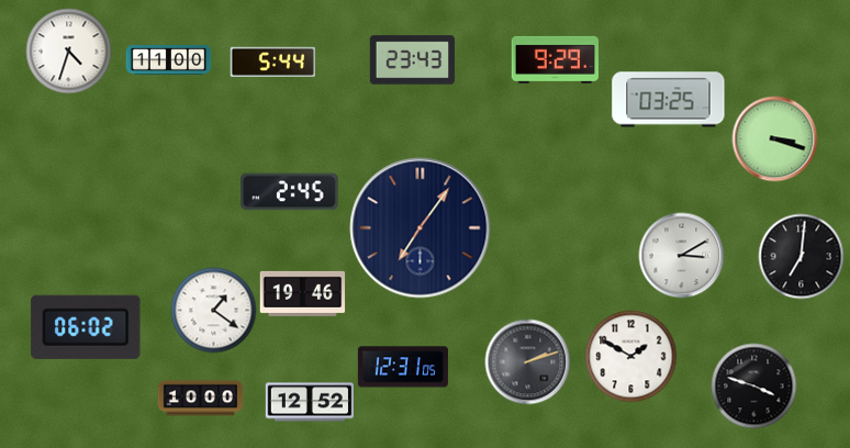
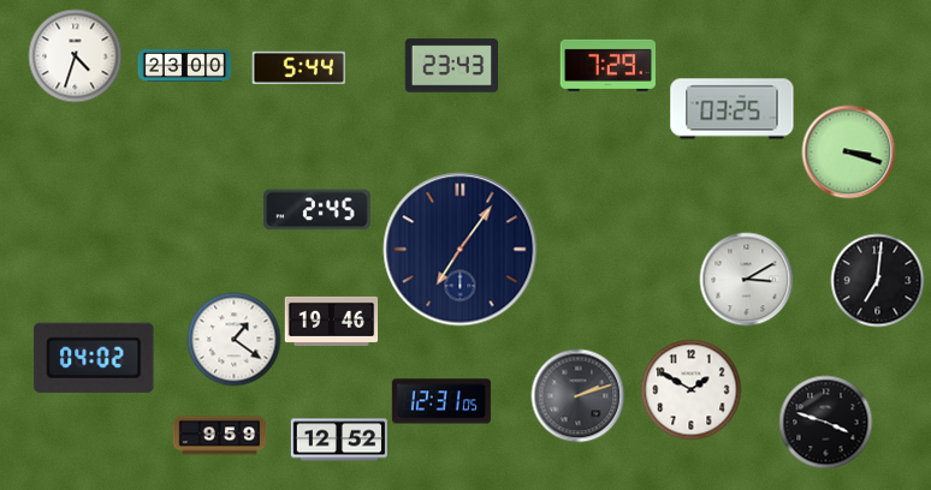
clock at (555, 59): 9:29 -> 7:29
clock at (168, 60): 11:00 -> 23:00
clock at (86, 327): 06:02 -> 04:02
clock at (200, 399): 10:00 -> 9:59
